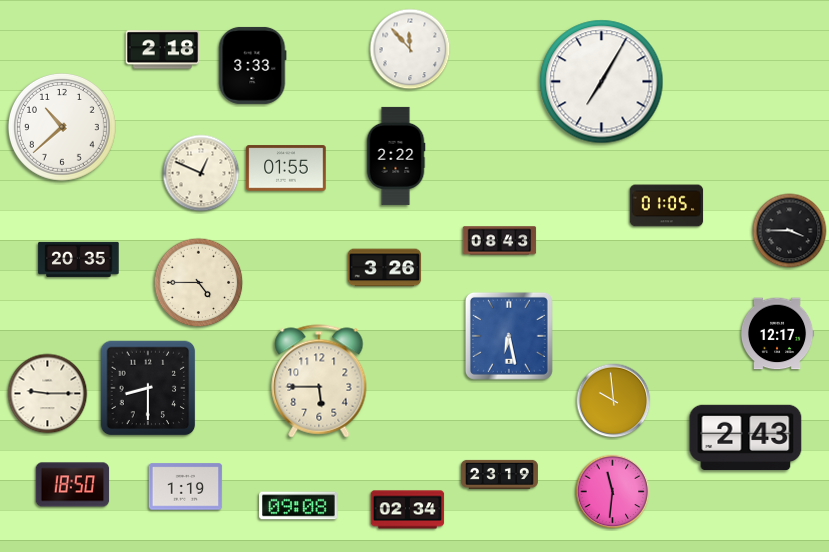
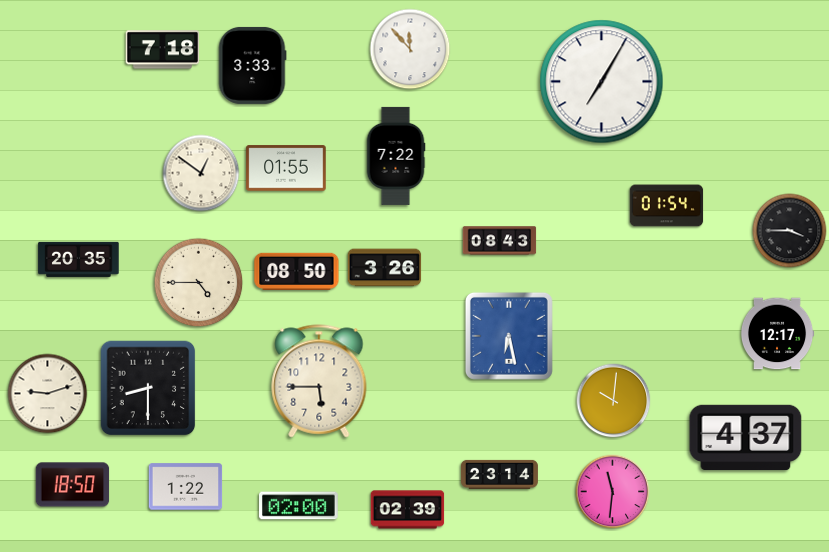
clock at (163, 50): 2:18 -> 7:18
clock at (62, 127): 10:38 -> none
clock at (396, 156): 2:22 -> 7:22
clock at (201, 173): 12:49 -> 12:51
clock at (667, 206): 01:05 -> 01:54
clock at (297, 271): none -> 08:50
clock at (48, 394): 9:15 -> 9:12
clock at (614, 401): 9:59 -> 10:01
clock at (746, 438): 2:43 -> 4:37
clock at (499, 474): 23:19 -> 23:14
clock at (186, 487): 1:19 -> 1:22
clock at (299, 506): 09:08 -> 02:00
clock at (408, 510): 02:34 -> 02:39
